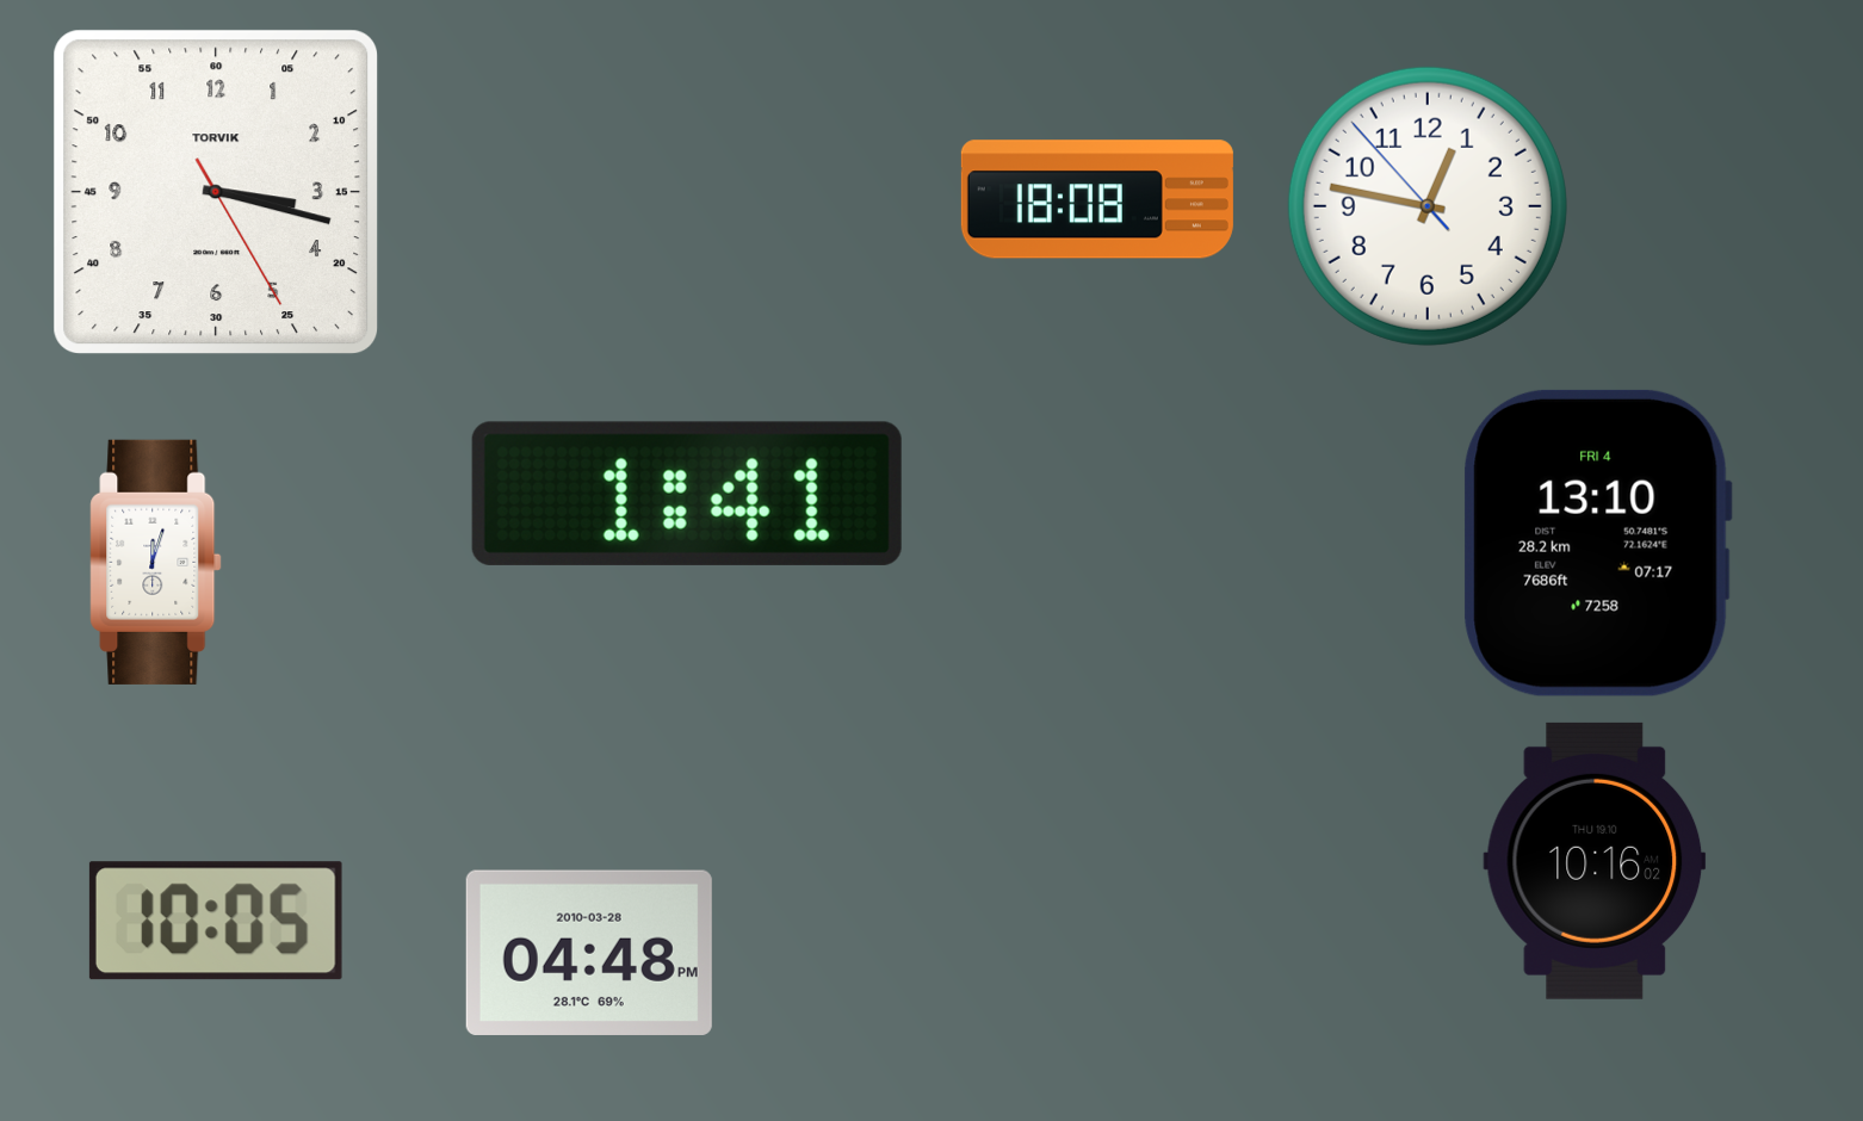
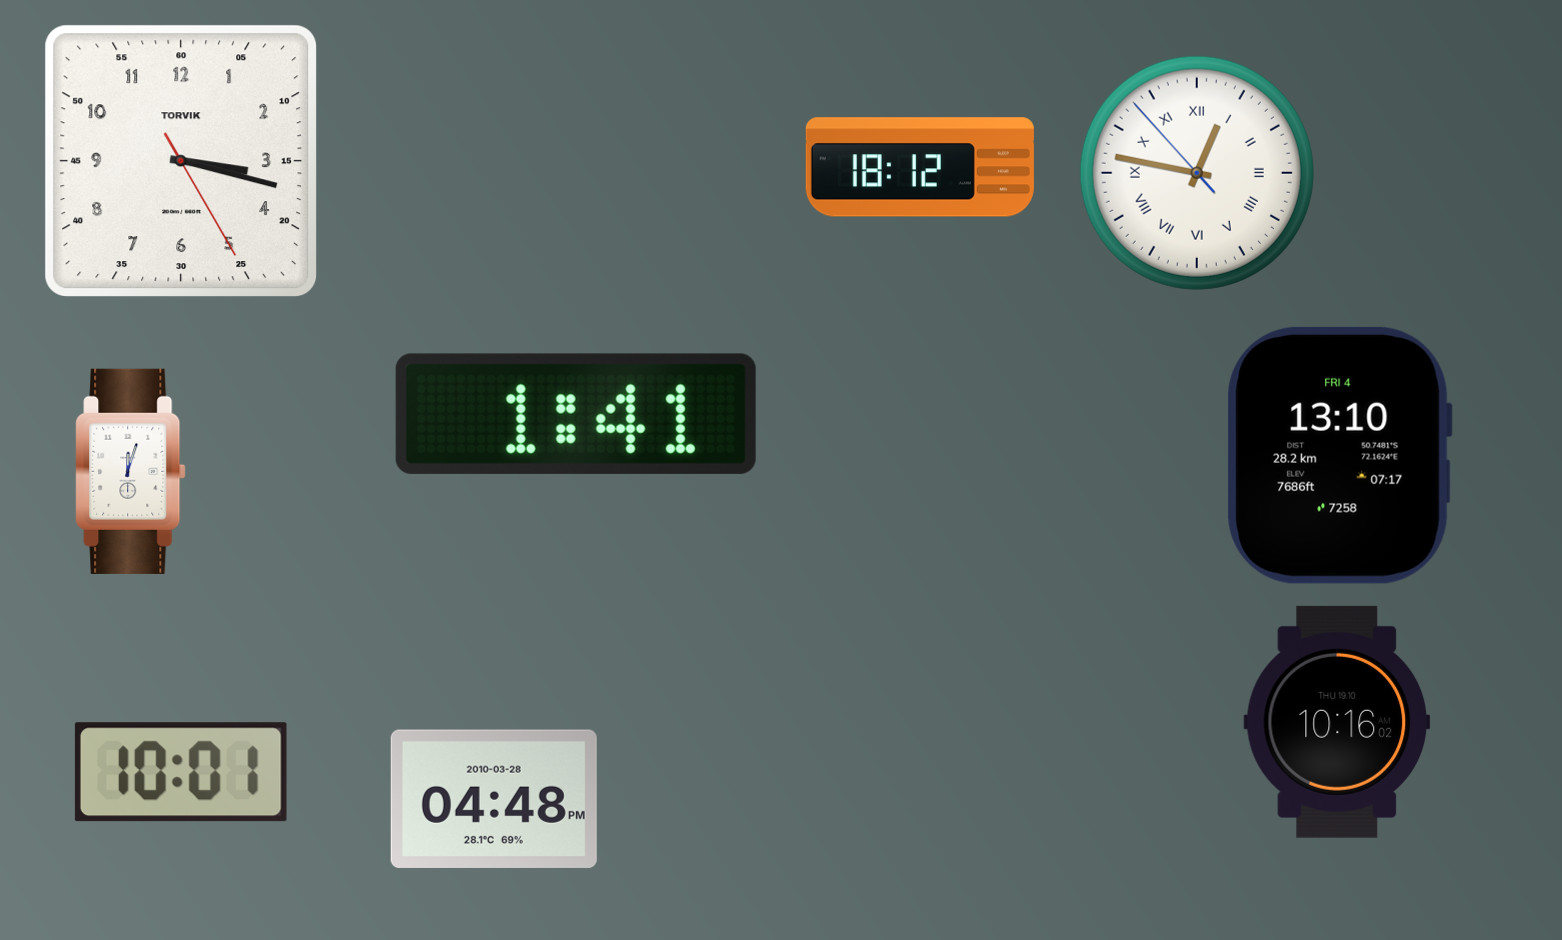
clock at (1097, 199): 18:08 -> 18:12
clock at (1428, 206) numerals: Arabic -> Roman
clock at (216, 921): 10:05 -> 10:01
